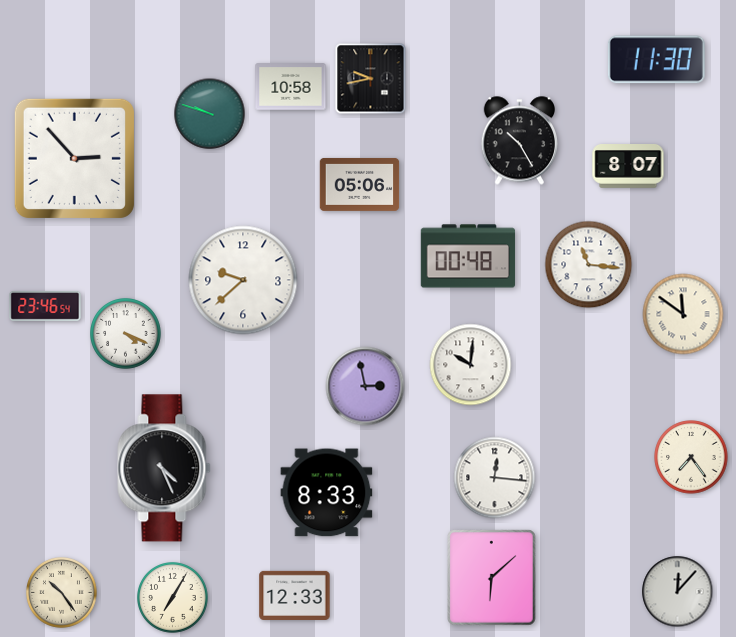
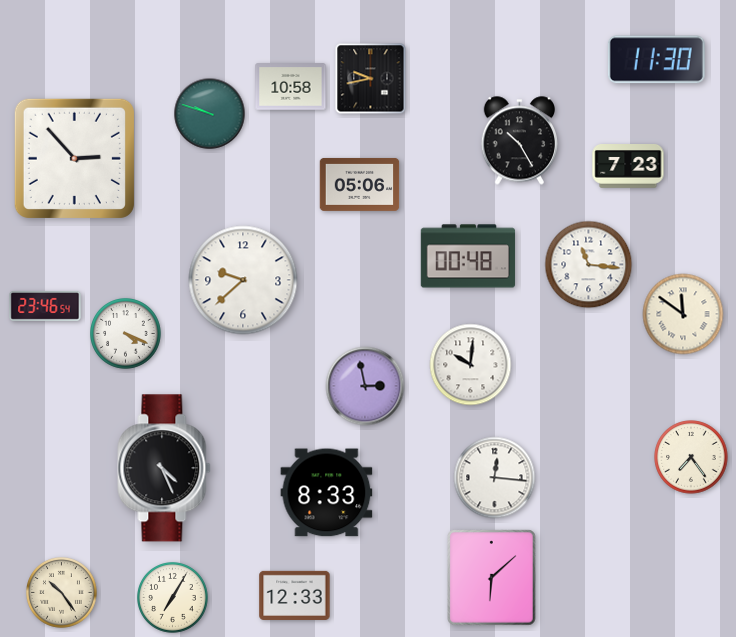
clock at (628, 166): 8:07 -> 7:23
clock at (678, 592): 12:07 -> none
